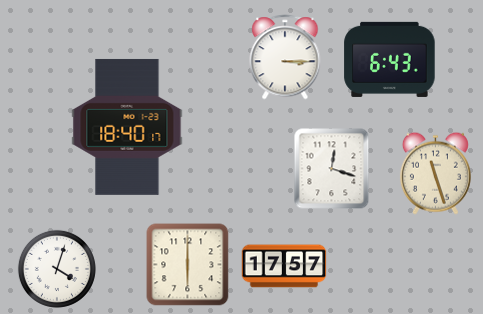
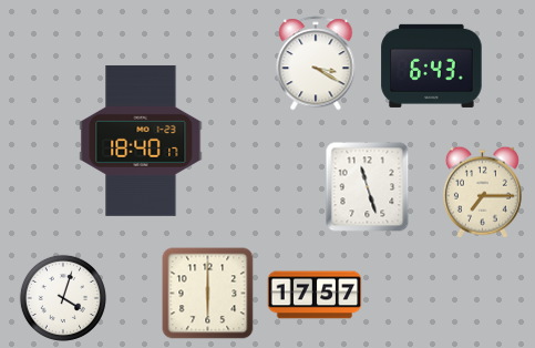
clock at (285, 57): 3:15 -> 3:20
clock at (332, 169): 12:18 -> 11:27
clock at (435, 173): 11:27 -> 7:15
